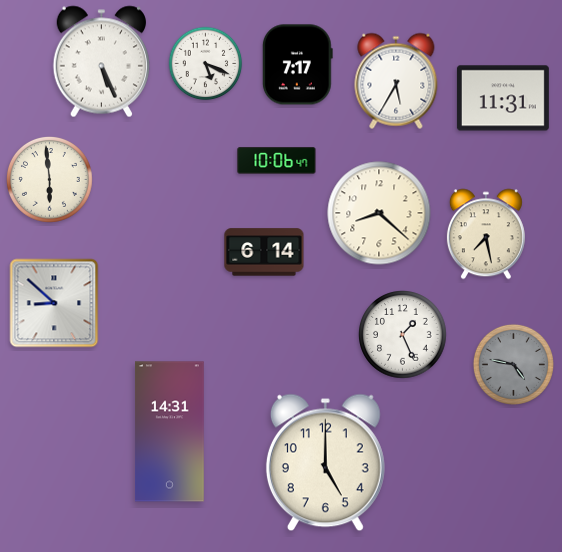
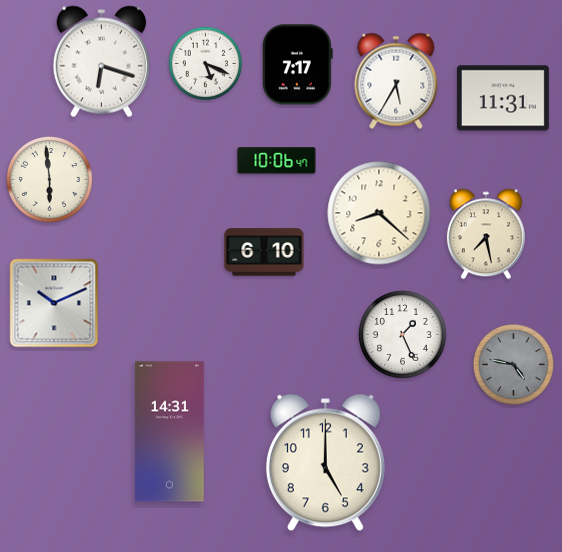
clock at (101, 62): 5:26 -> 6:18
clock at (264, 252): 6:14 -> 6:10
clock at (54, 303): 8:52 -> 10:11
